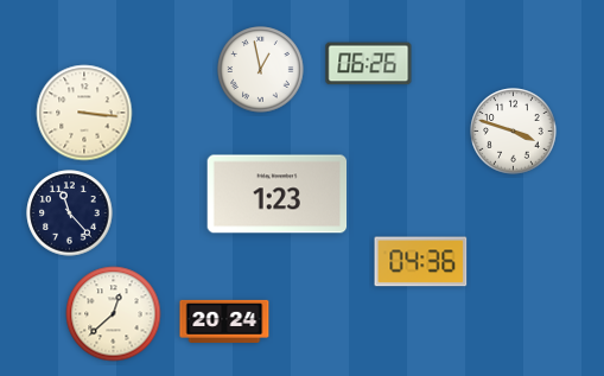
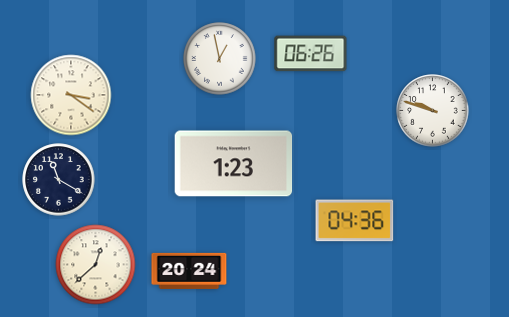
clock at (84, 113): 3:16 -> 3:21
clock at (514, 132): 3:48 -> 9:48
clock at (70, 214): 11:23 -> 11:20
